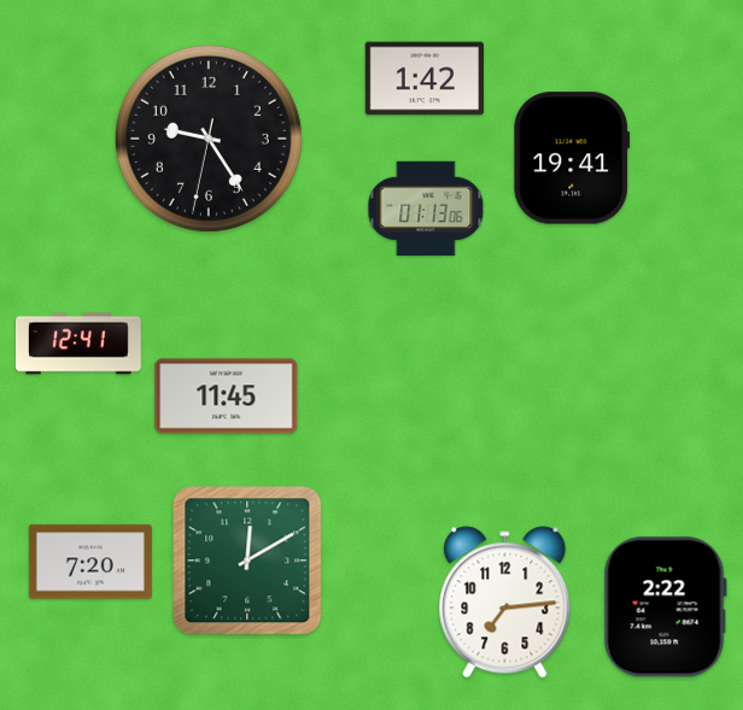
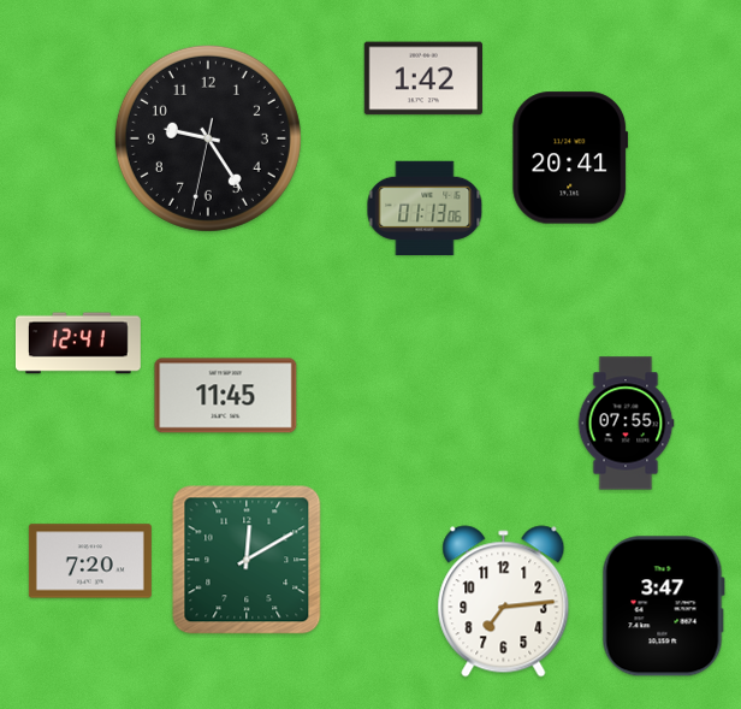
clock at (572, 158): 19:41 -> 20:41
clock at (626, 424): none -> 07:55
clock at (665, 608): 2:22 -> 3:47
